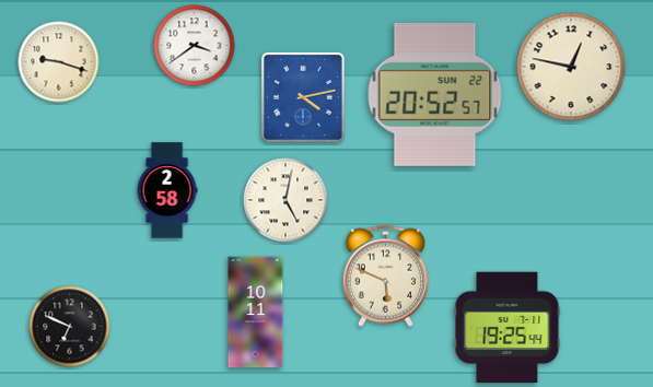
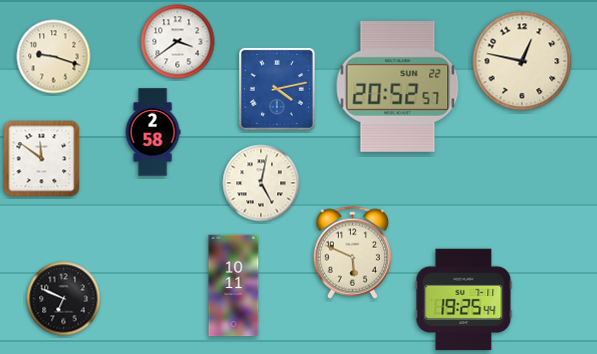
clock at (42, 159): none -> 11:51
clock at (167, 190) position: (167, 190) -> (153, 132)
